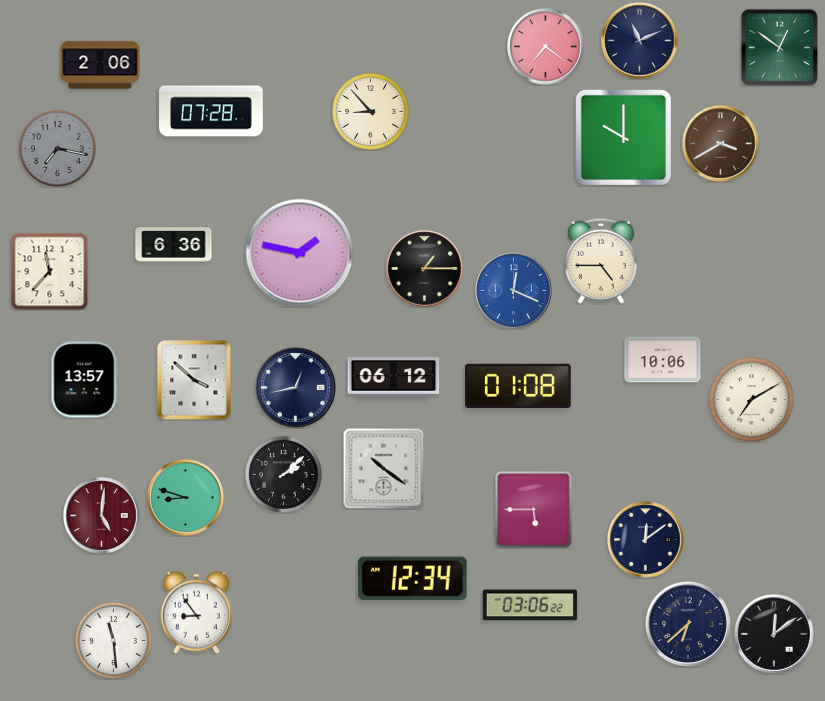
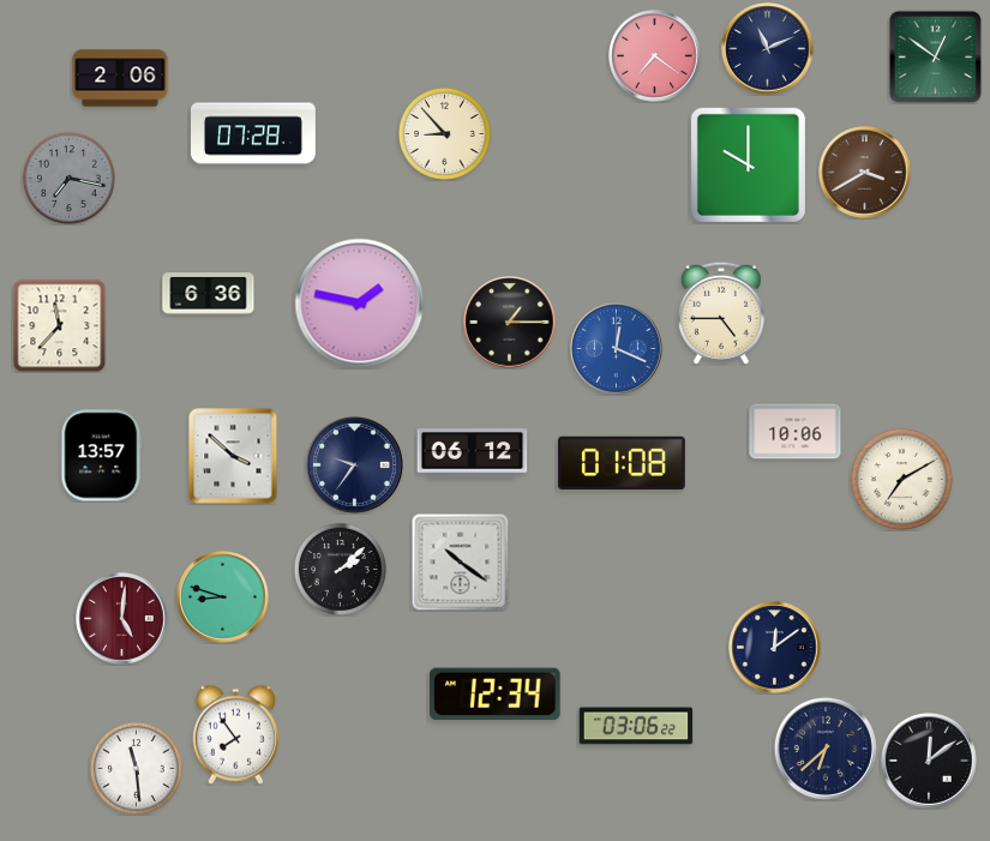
clock at (296, 388): 12:43 -> 9:36
clock at (534, 510): 5:45 -> none
clock at (196, 612): 8:54 -> 7:54
